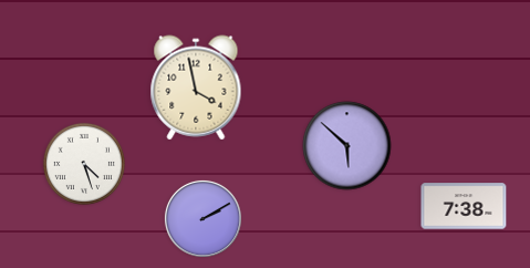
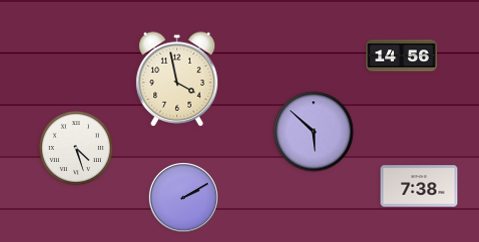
clock at (402, 56): none -> 14:56
